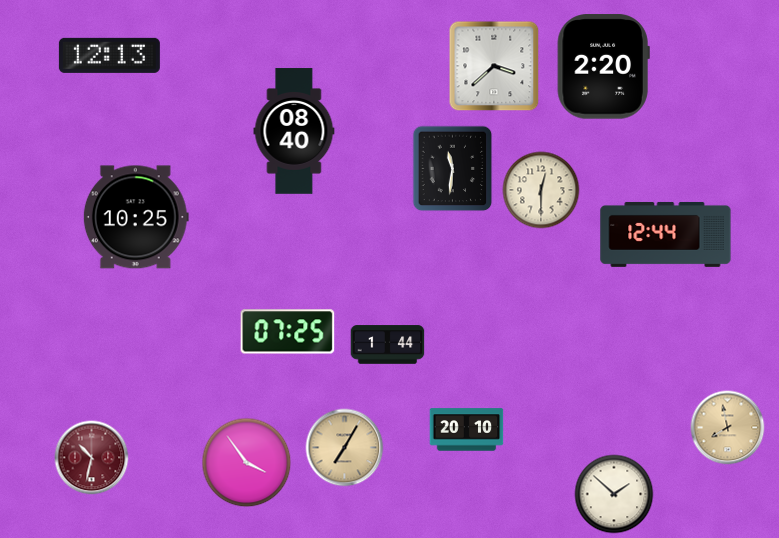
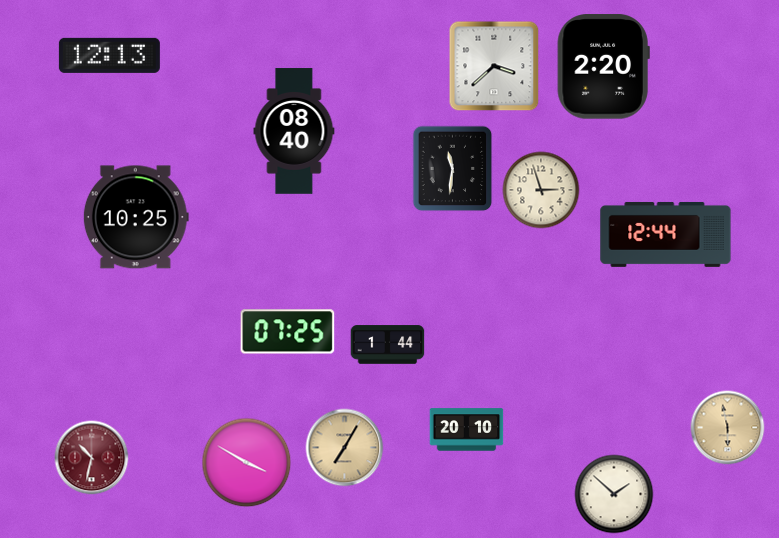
clock at (541, 190): 12:30 -> 2:57
clock at (728, 428): 7:58 -> 5:58
clock at (247, 463): 3:54 -> 3:50
